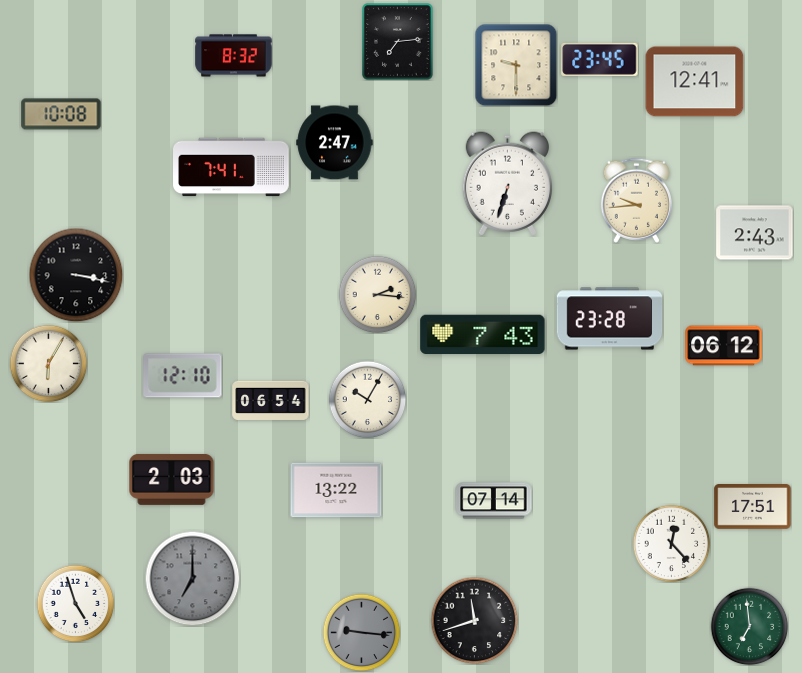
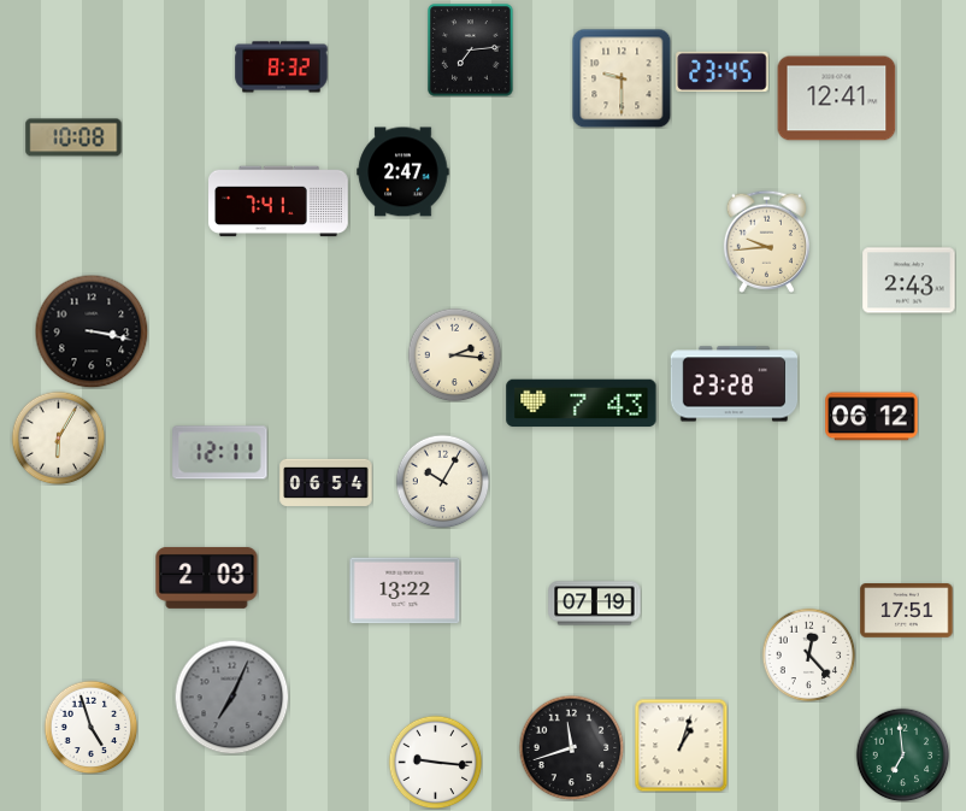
clock at (398, 42) position: (398, 42) -> (471, 51)
clock at (507, 184): 6:33 -> none
clock at (183, 376): 12:10 -> 12:11
clock at (494, 501): 07:14 -> 07:19
clock at (192, 578): 7:00 -> 7:04
clock at (681, 745): none -> 1:03
clock at (361, 632) dial: grey -> white
